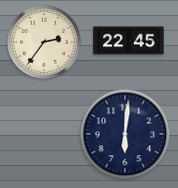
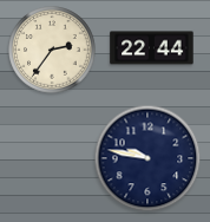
clock at (129, 41): 22:45 -> 22:44
clock at (125, 134): 6:01 -> 9:47
